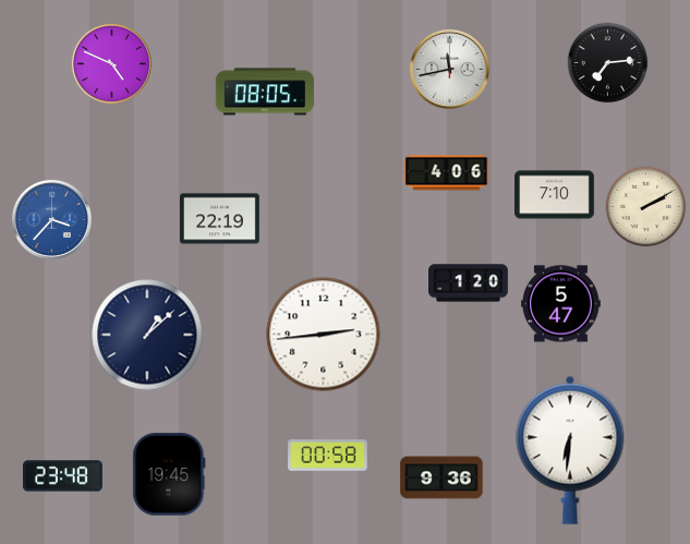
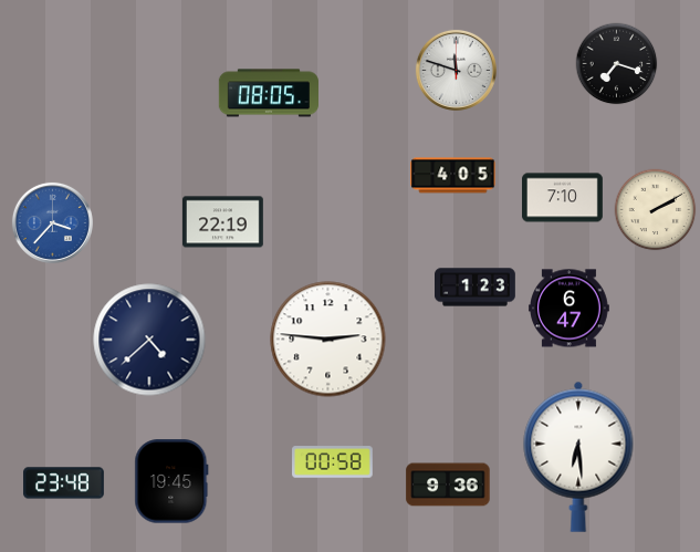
clock at (111, 63): 4:49 -> none
clock at (608, 63): 7:14 -> 7:18
clock at (449, 69): 11:43 -> 11:48
clock at (447, 173): 4:06 -> 4:05
clock at (469, 283): 1:20 -> 1:23
clock at (561, 304): 5:47 -> 6:47
clock at (147, 335): 1:08 -> 4:38
clock at (324, 335): 2:44 -> 2:46
clock at (570, 450): 6:31 -> 6:29
